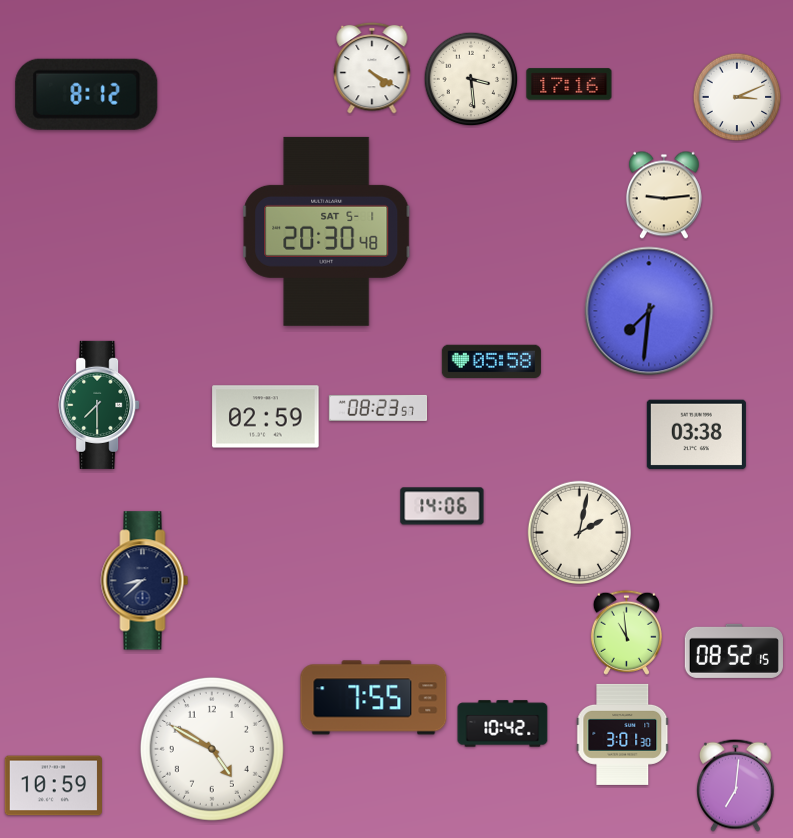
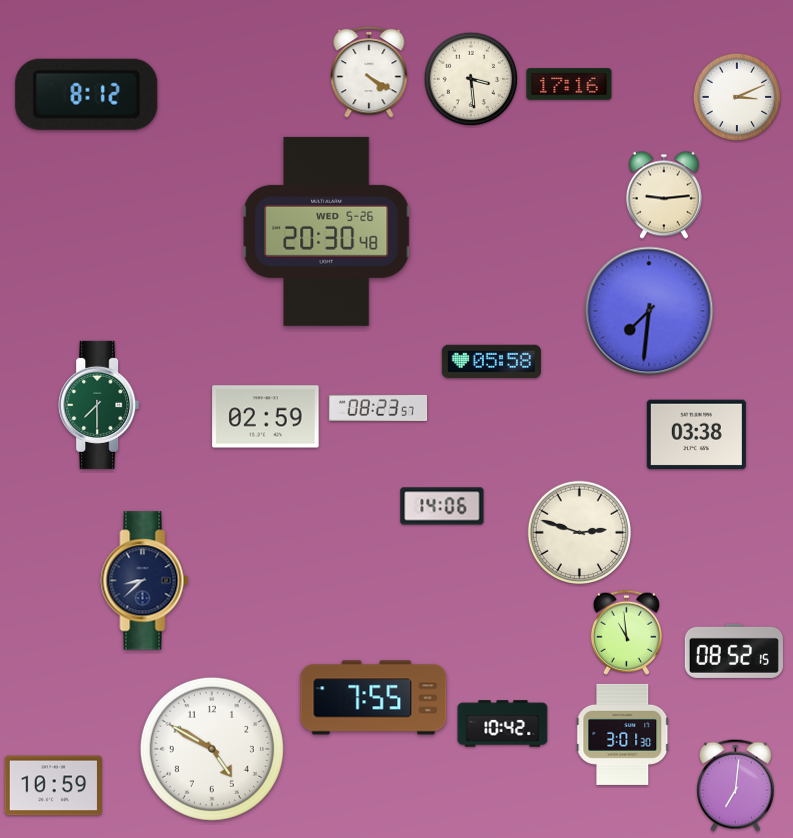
clock at (372, 68) position: (372, 68) -> (369, 72)
clock at (327, 231) date: SAT 5-1 -> WED 5-26
clock at (579, 532): 2:02 -> 2:48
